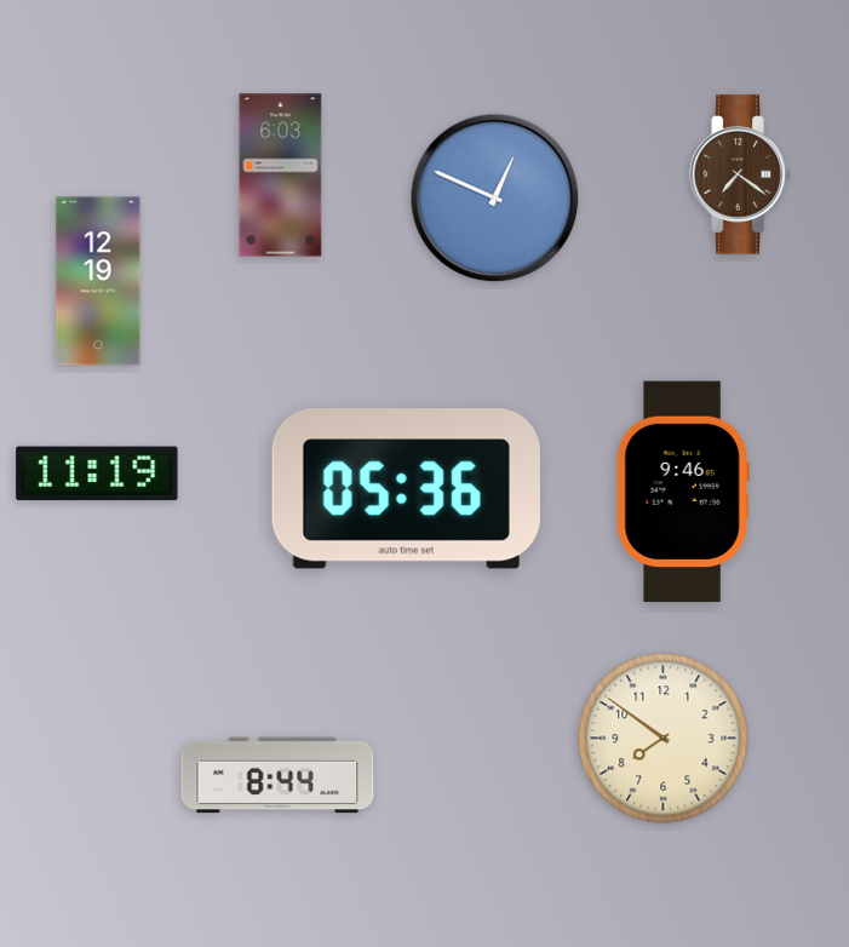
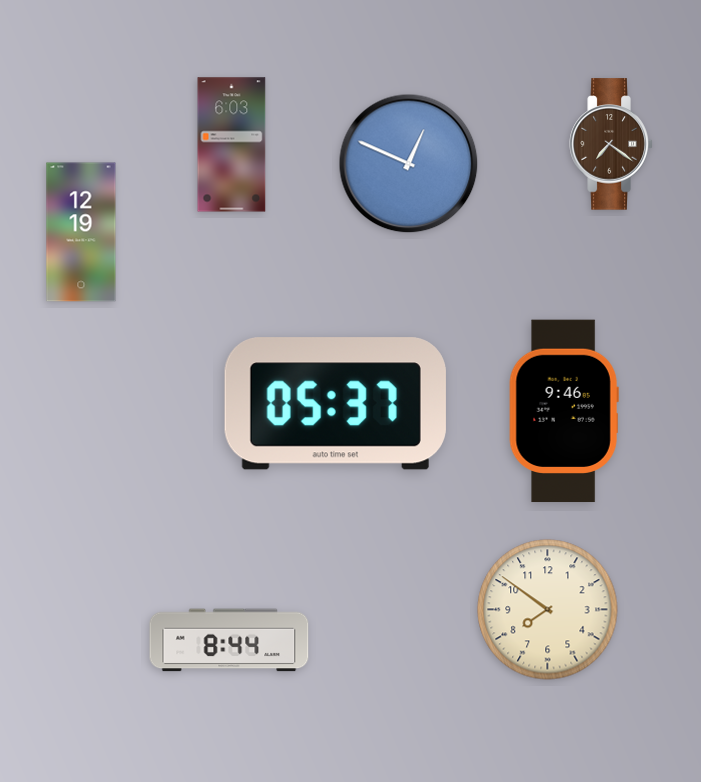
clock at (97, 473): 11:19 -> none
clock at (406, 489): 05:36 -> 05:37
clock at (683, 492) position: (683, 492) -> (564, 411)
